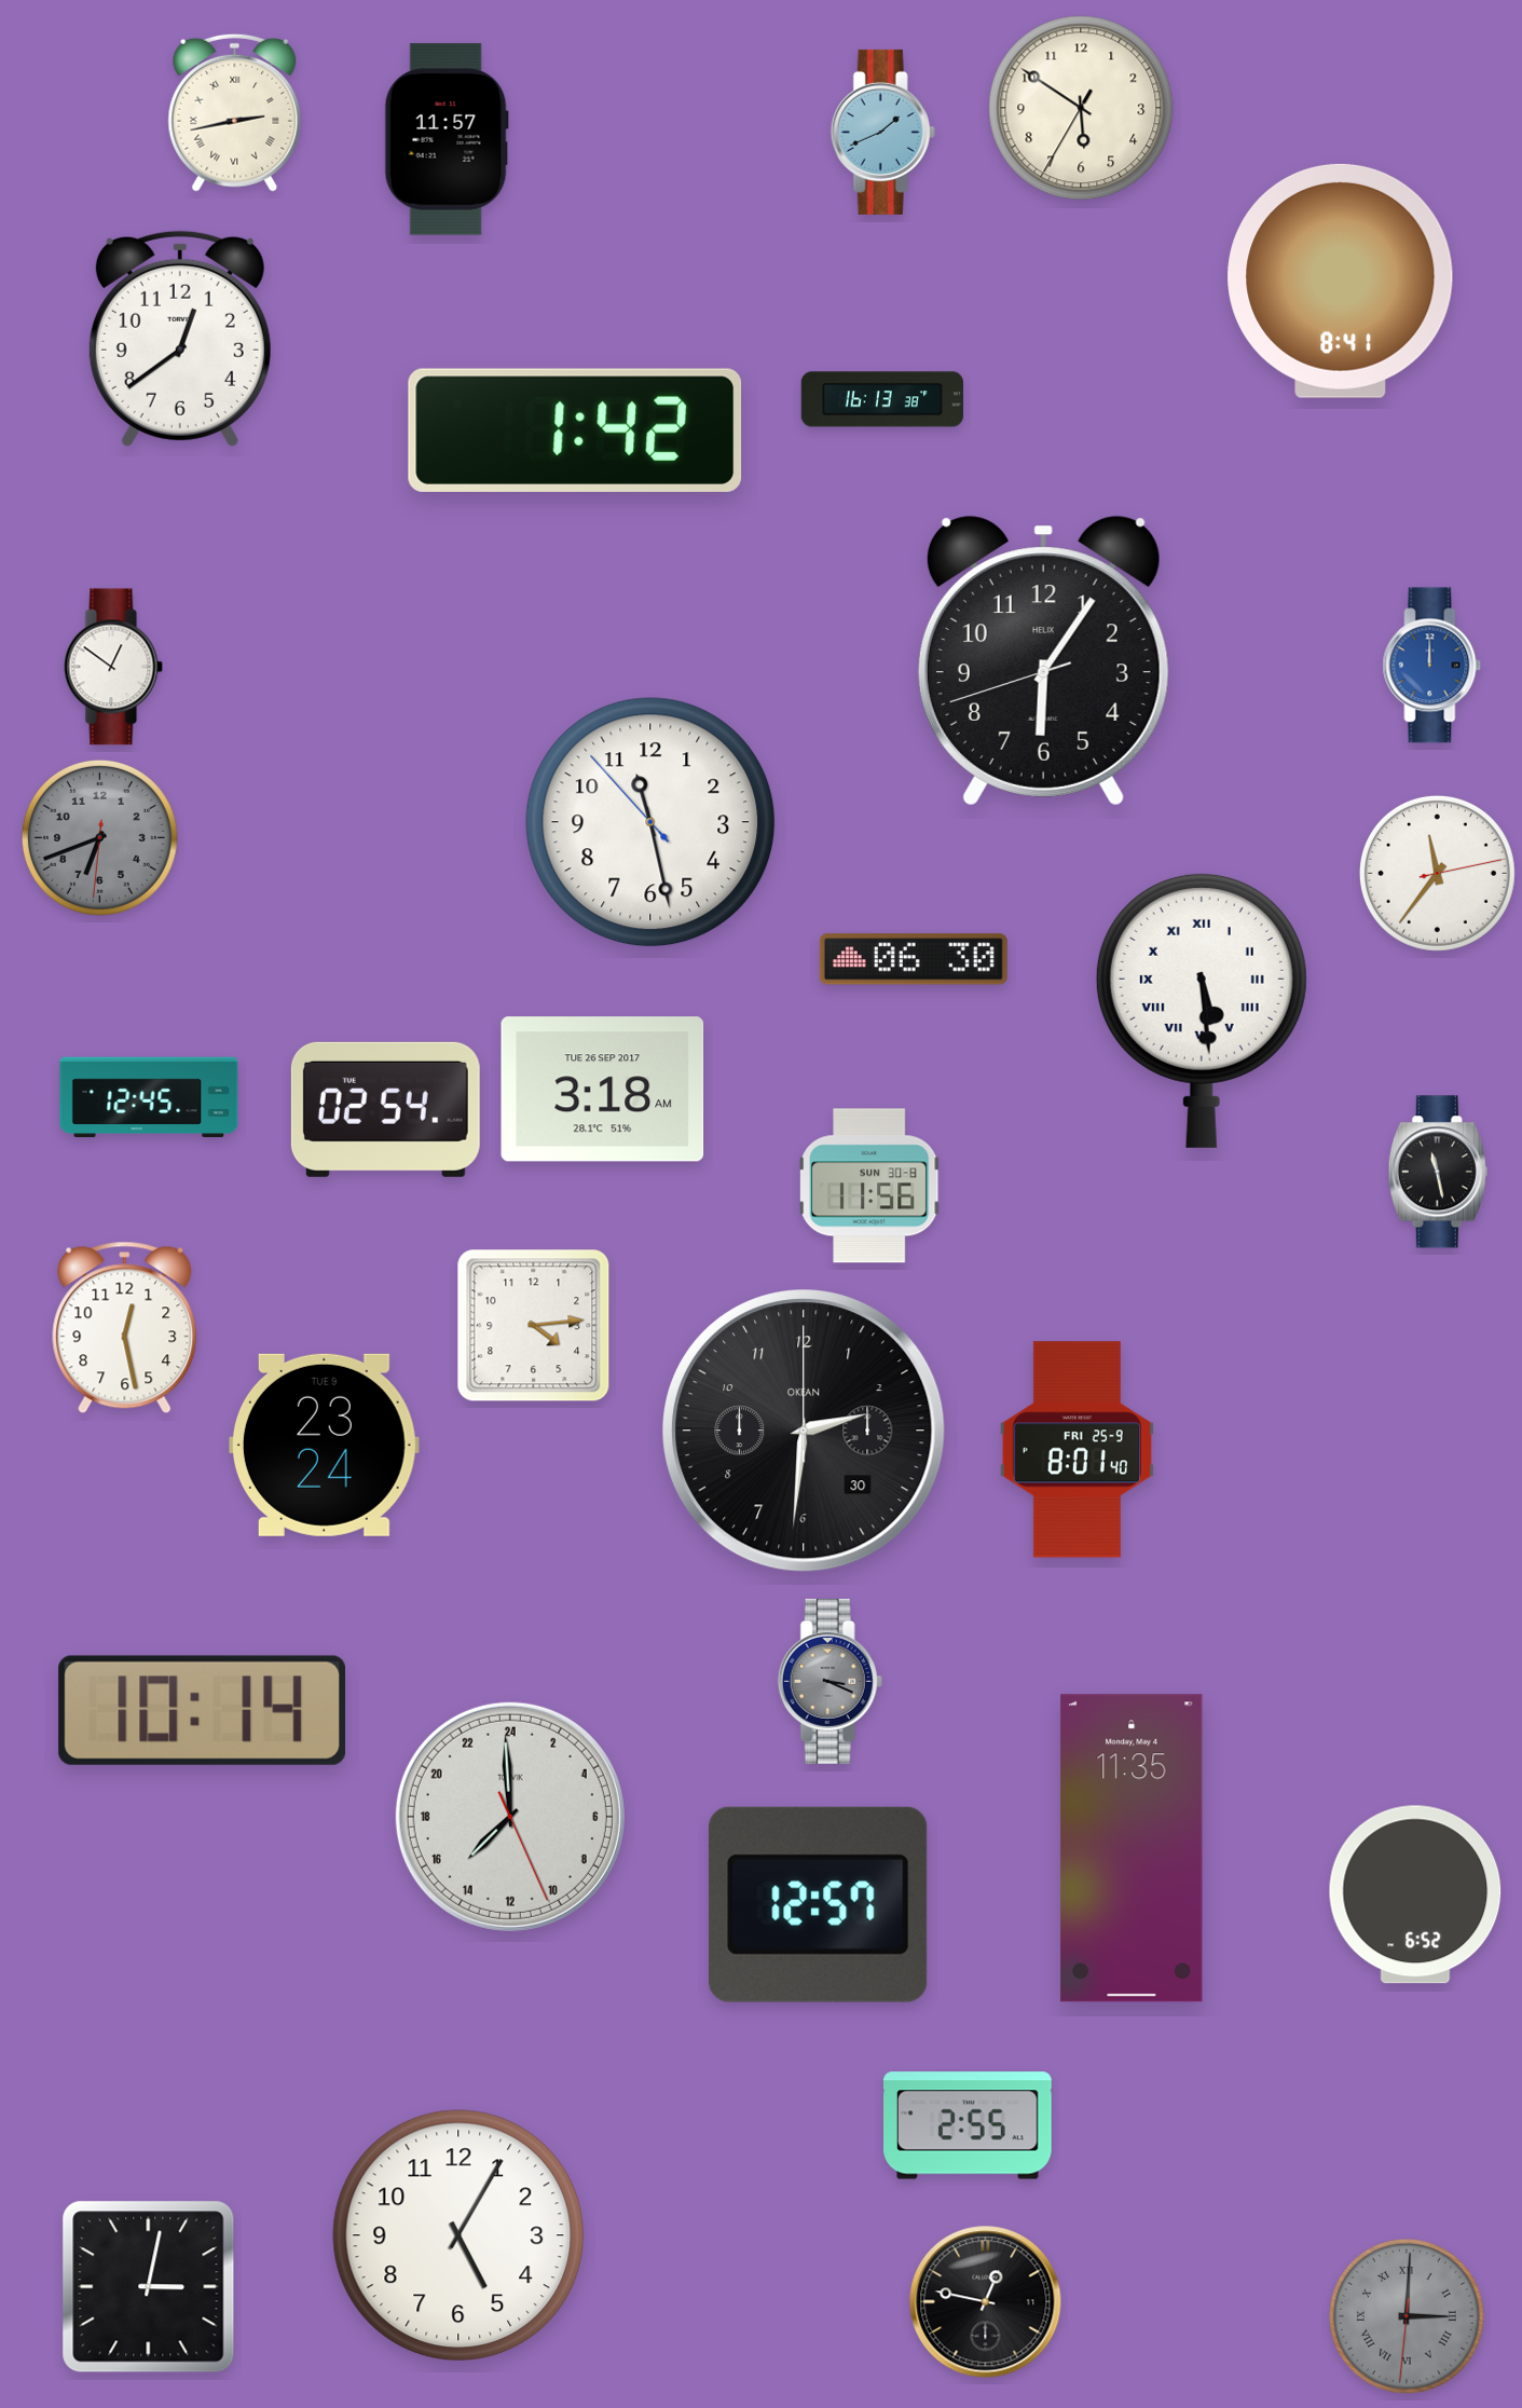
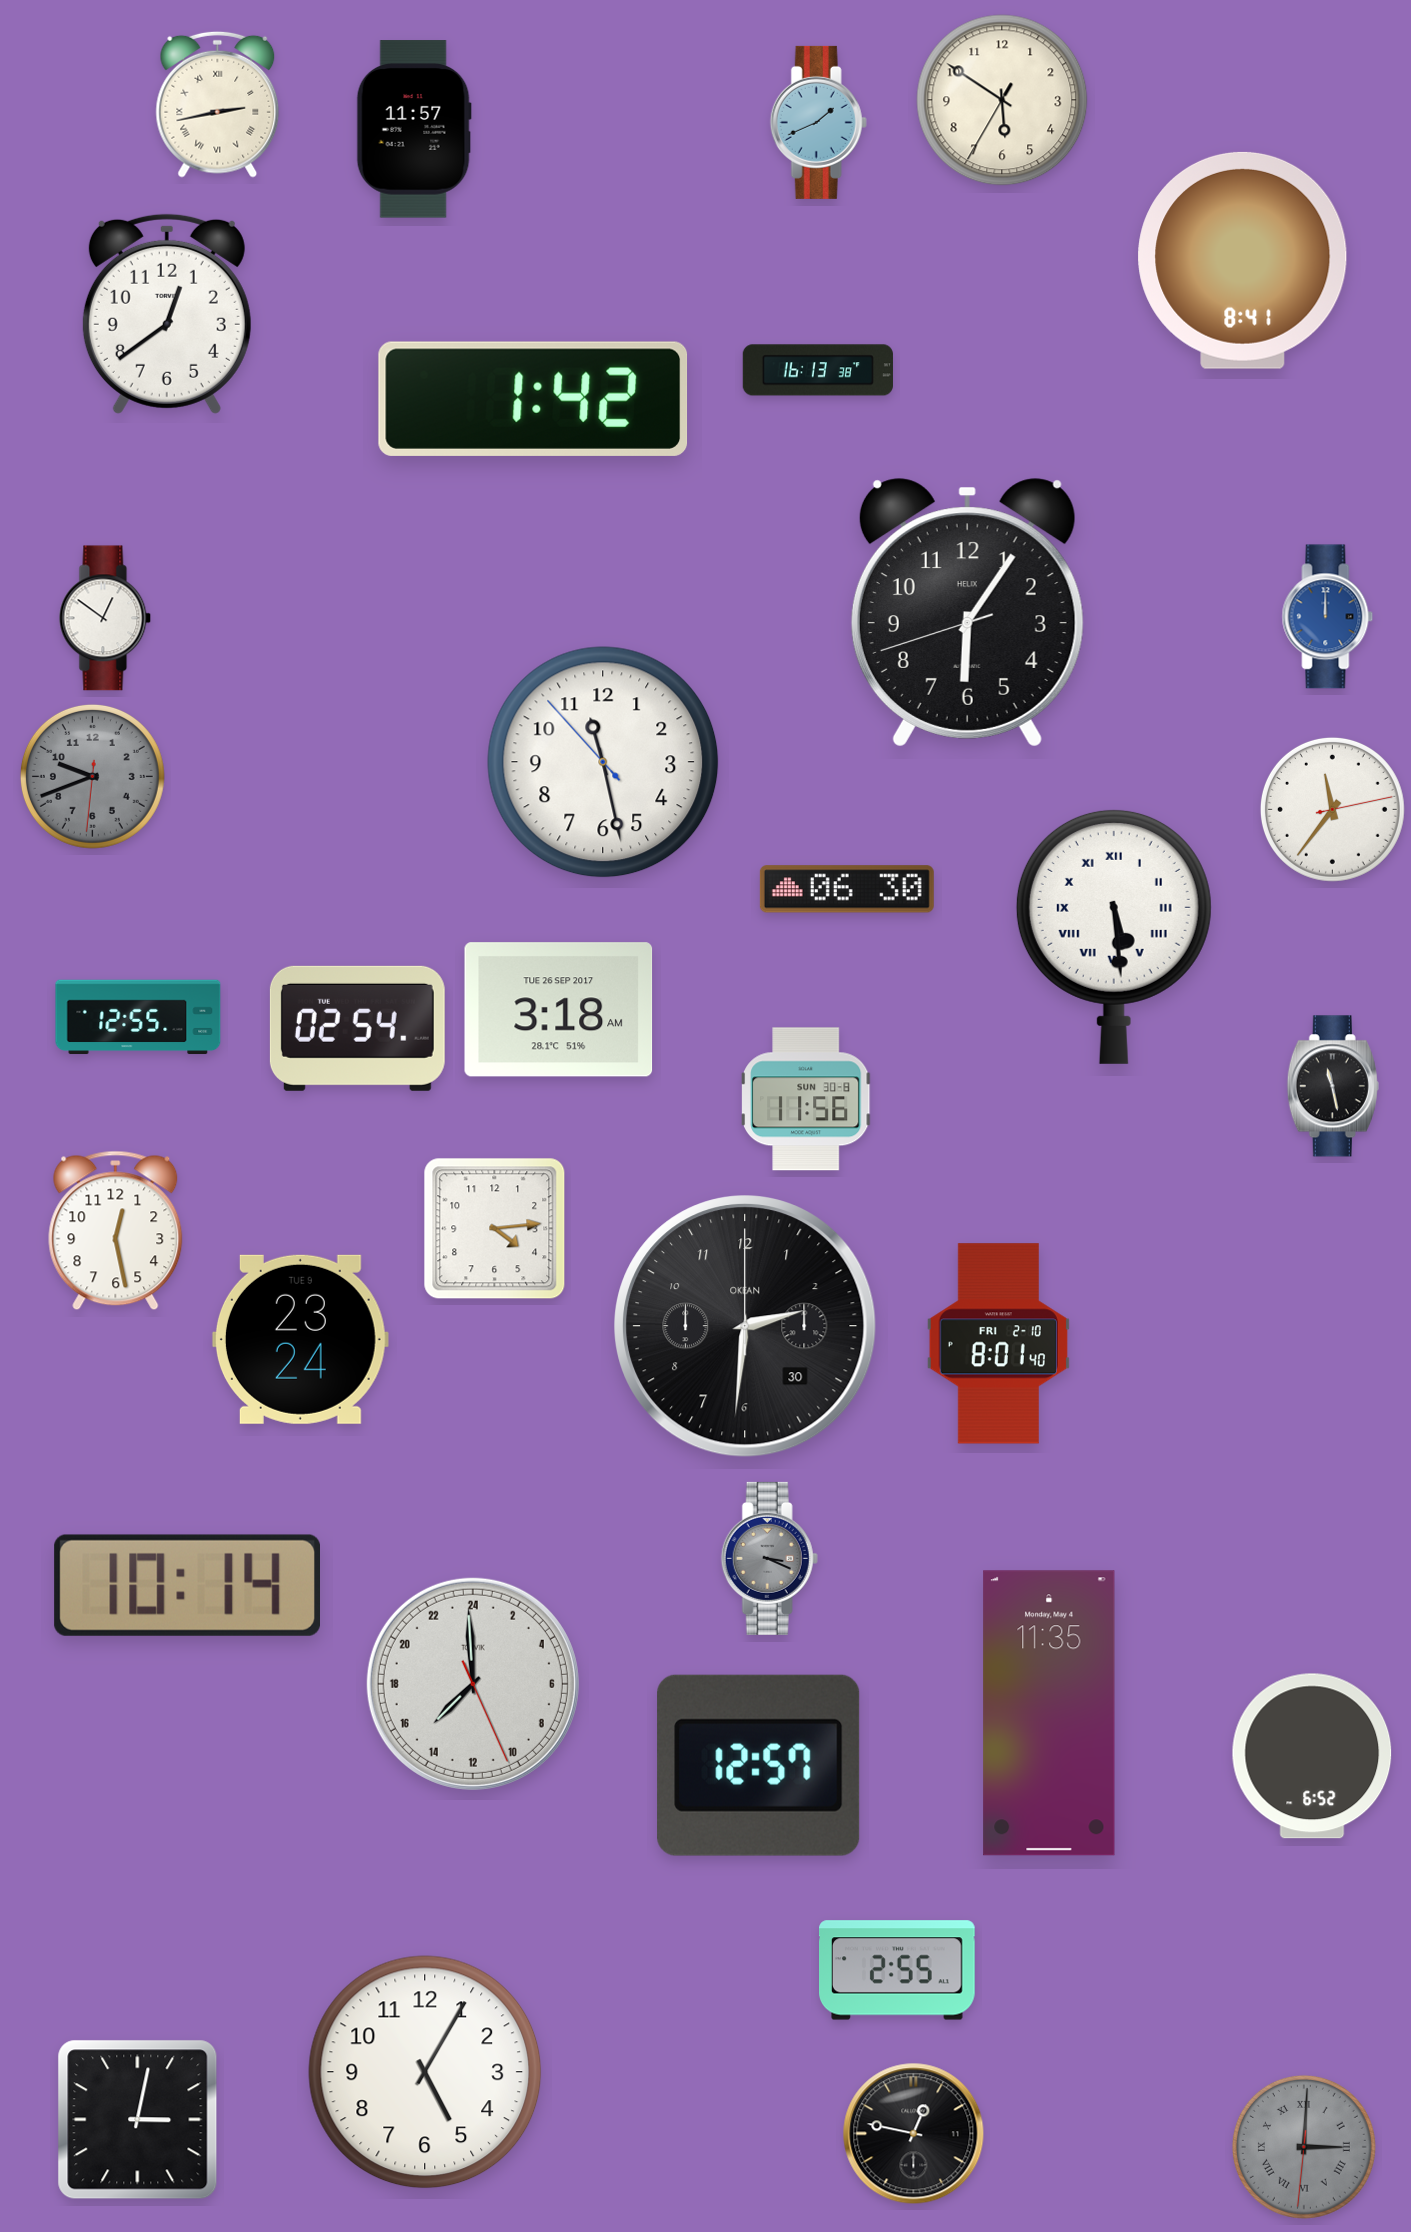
clock at (99, 837): 6:41 -> 9:41
clock at (149, 1097): 12:45 -> 12:55
clock at (1077, 1450) date: FRI 25-9 -> FRI 2-10
